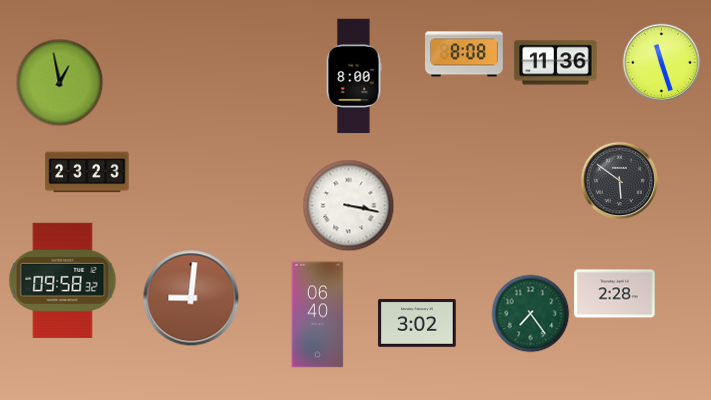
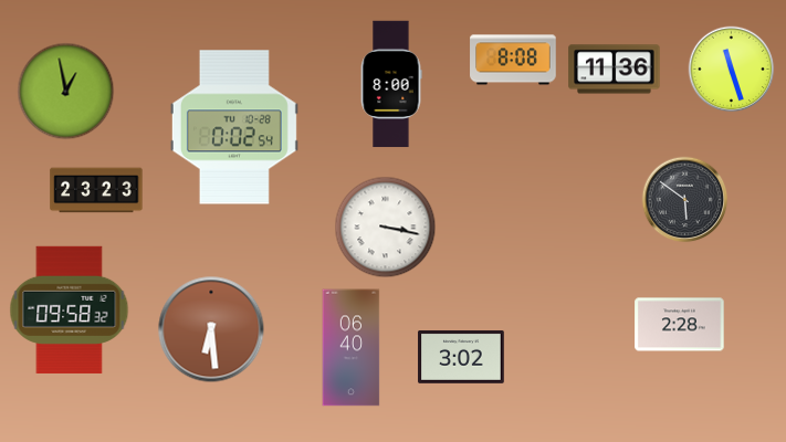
clock at (234, 127): none -> 0:02
clock at (191, 298): 9:01 -> 6:29
clock at (530, 313): 7:24 -> none
